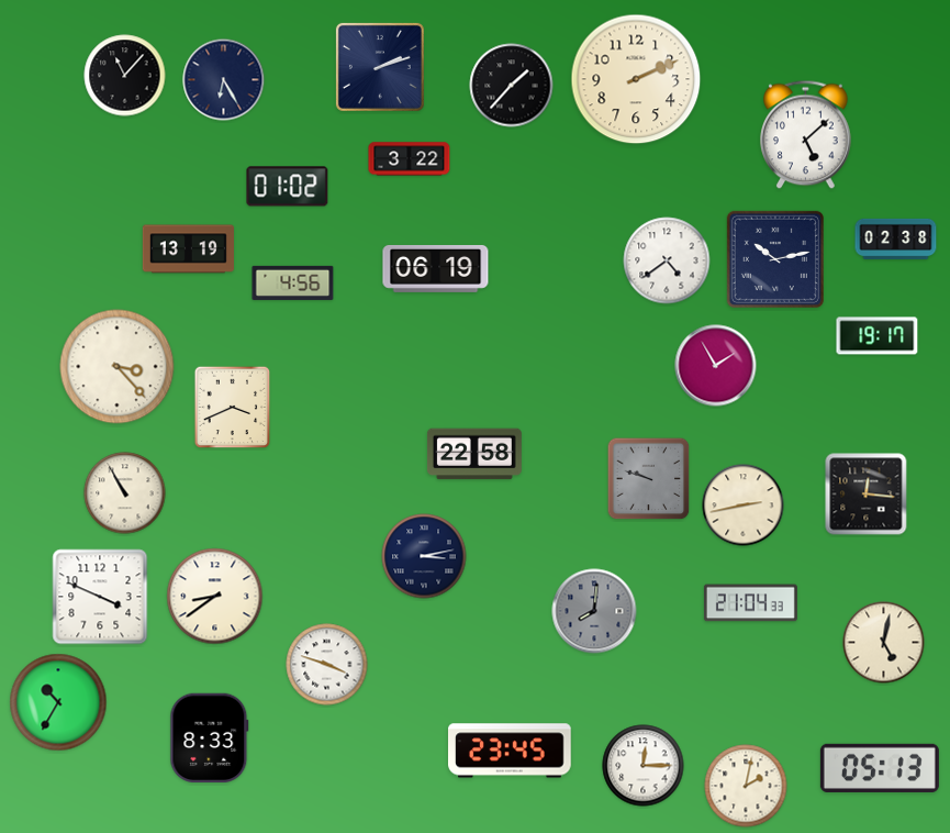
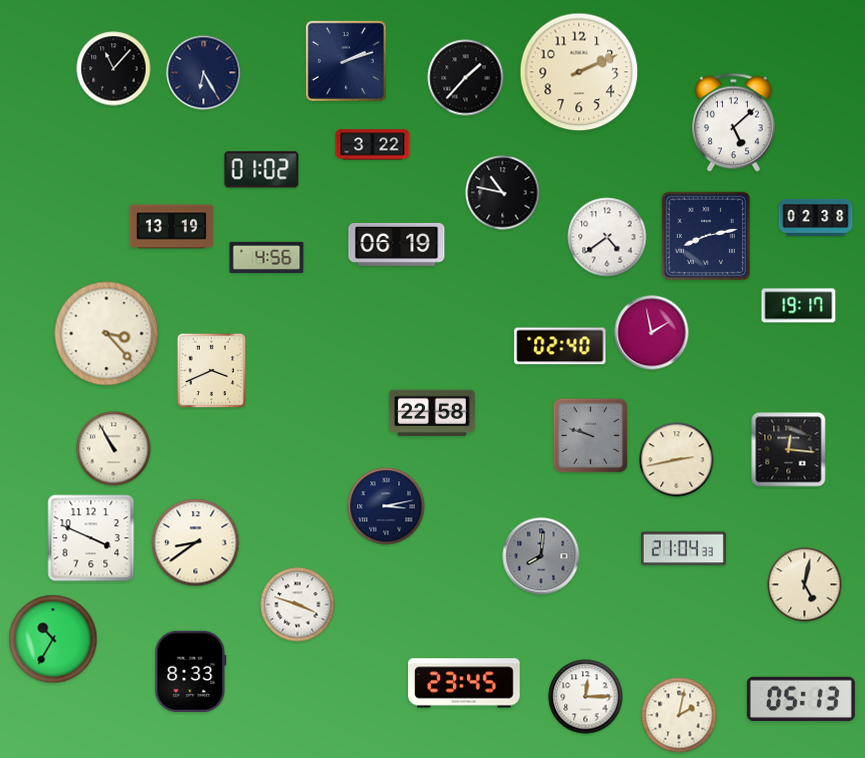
clock at (503, 193): none -> 10:47
clock at (775, 259): 10:13 -> 8:13
clock at (716, 366): 1:55 -> 1:58
clock at (560, 346): none -> 02:40
clock at (100, 597) position: (100, 597) -> (91, 538)
